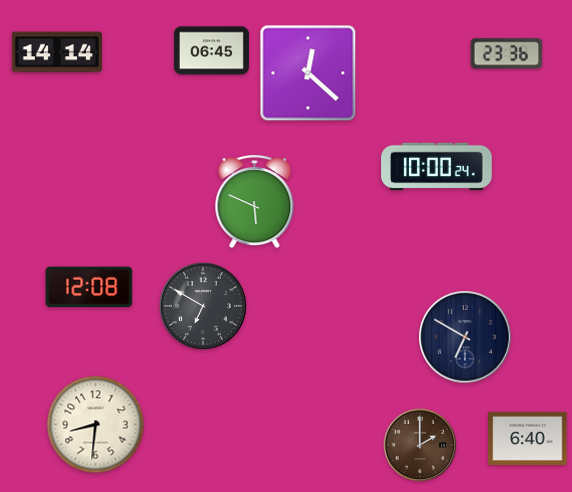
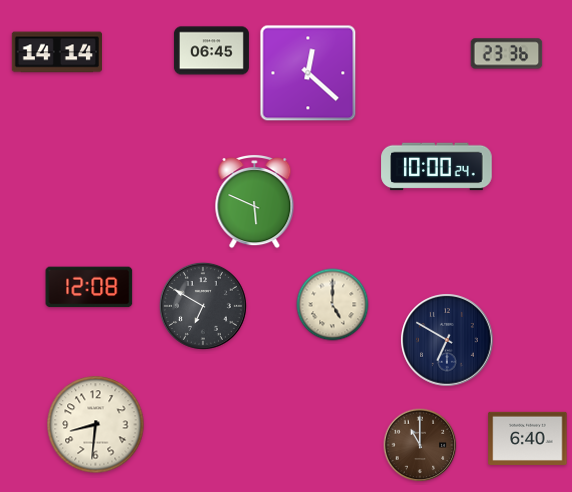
clock at (333, 305): none -> 5:00
clock at (465, 337) position: (465, 337) -> (447, 340)
clock at (420, 445): 2:00 -> 11:00
